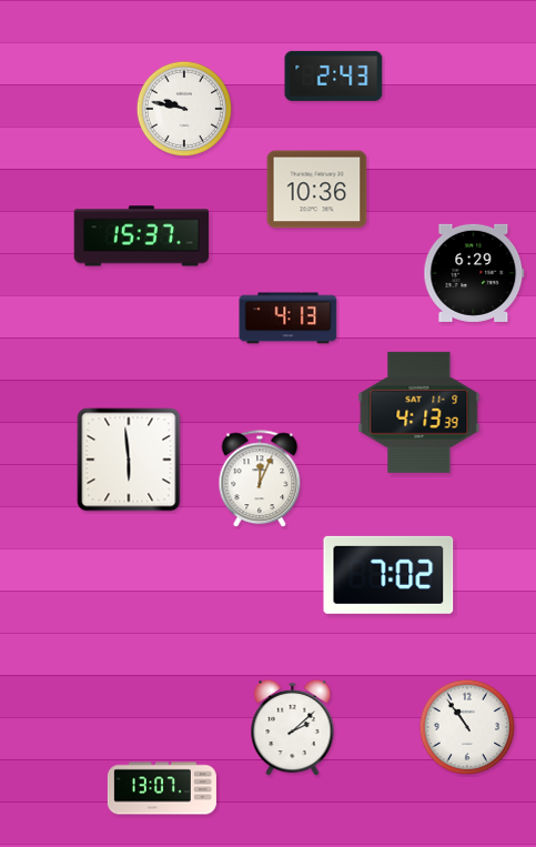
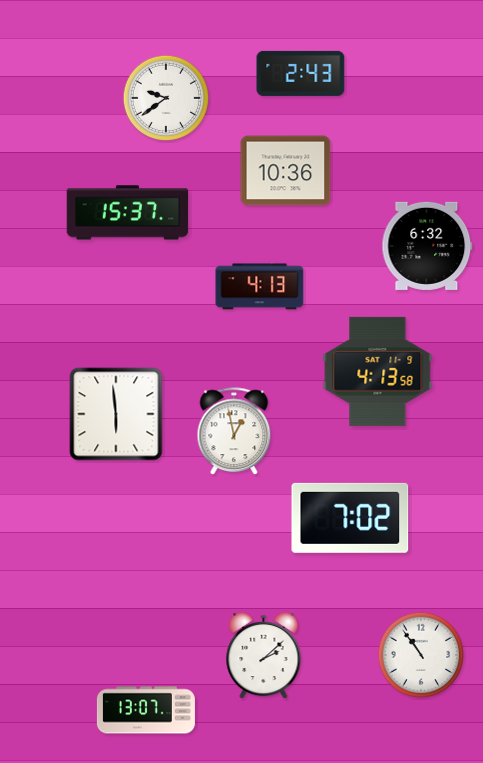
clock at (334, 75) position: (334, 75) -> (301, 73)
clock at (184, 109): 9:47 -> 9:39
clock at (474, 273): 6:29 -> 6:32
clock at (419, 412): 4:13:39 -> 4:13:58
clock at (260, 480): 12:04 -> 12:58
